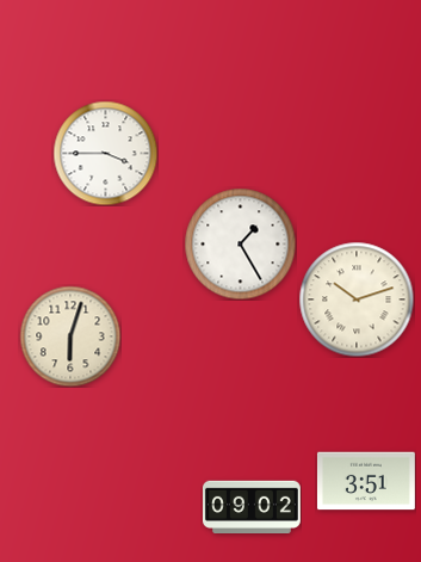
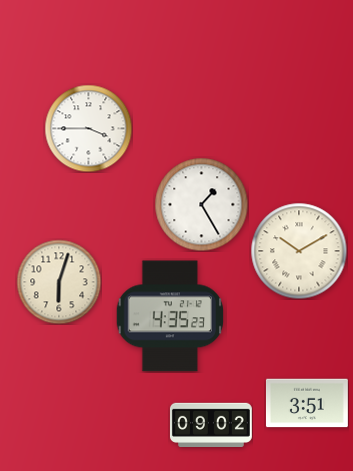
clock at (357, 299): 10:12 -> 10:10
clock at (169, 316): none -> 4:35
